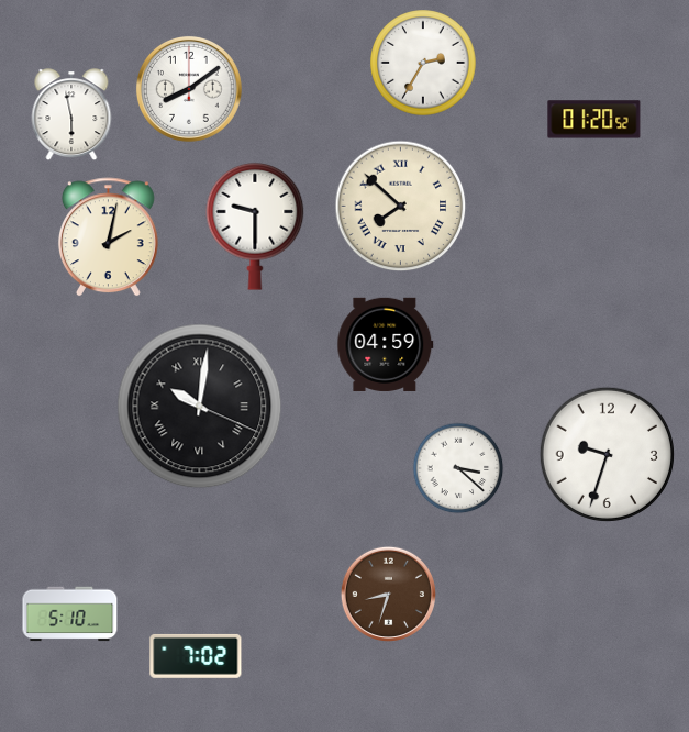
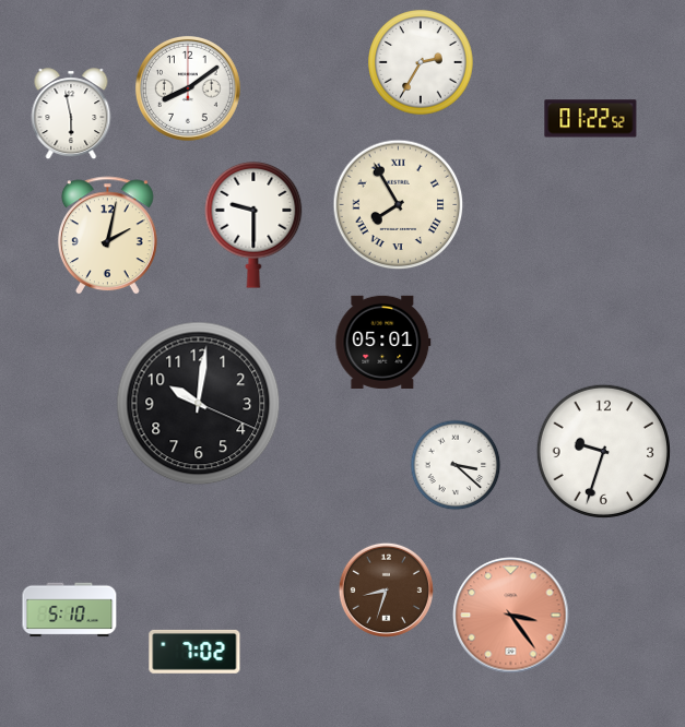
clock at (594, 120): 01:20 -> 01:22
clock at (401, 207): 7:52 -> 7:55
clock at (386, 344): 04:59 -> 05:01
clock at (200, 407) numerals: Roman -> Arabic
clock at (511, 616): none -> 3:24
